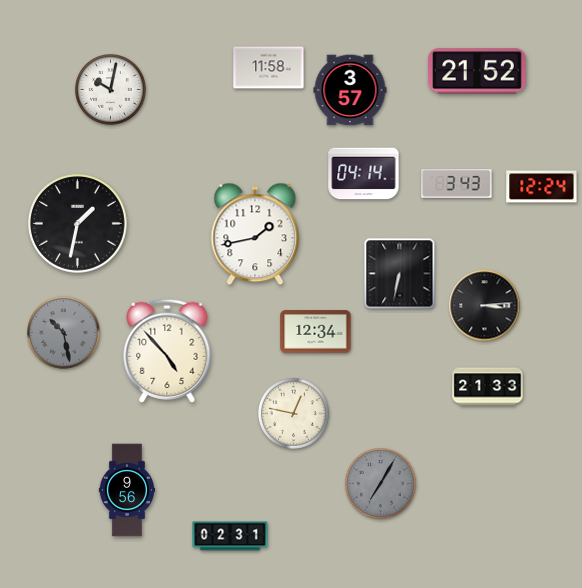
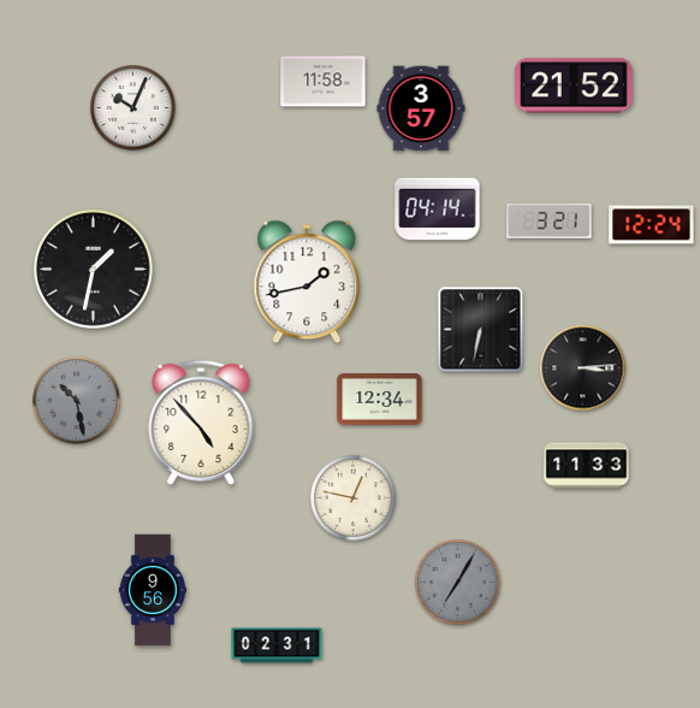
clock at (111, 90): 10:02 -> 10:04
clock at (457, 184): 3:43 -> 3:21
clock at (488, 387): 21:33 -> 11:33
